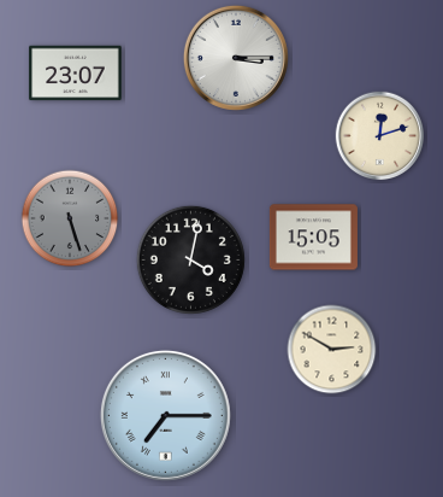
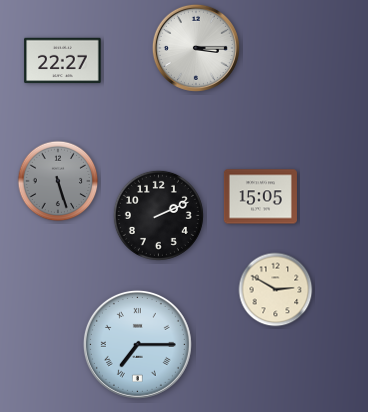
clock at (76, 74): 23:07 -> 22:27
clock at (380, 136): 12:12 -> none
clock at (190, 259): 4:02 -> 2:11
